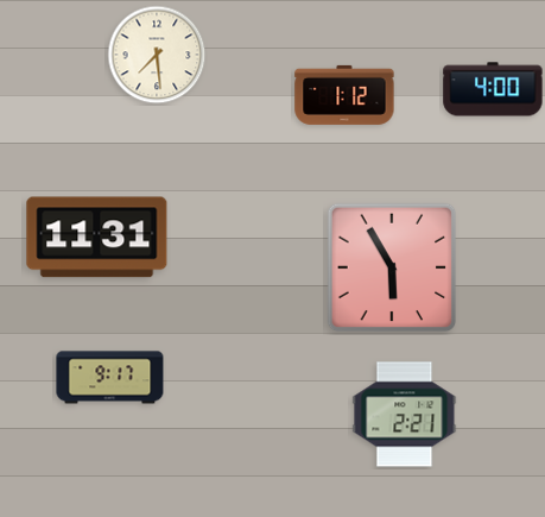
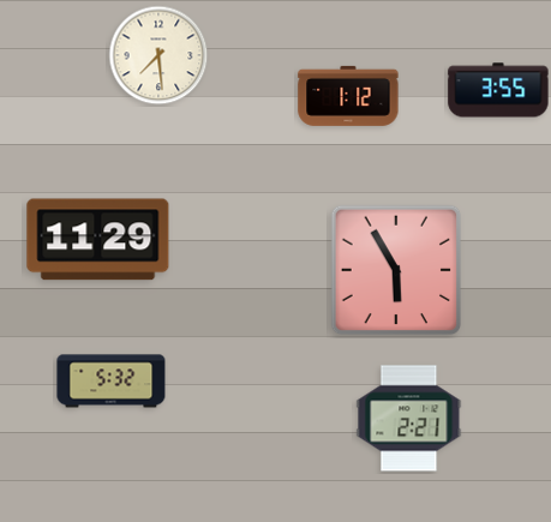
clock at (493, 89): 4:00 -> 3:55
clock at (97, 238): 11:31 -> 11:29
clock at (110, 378): 9:17 -> 5:32
